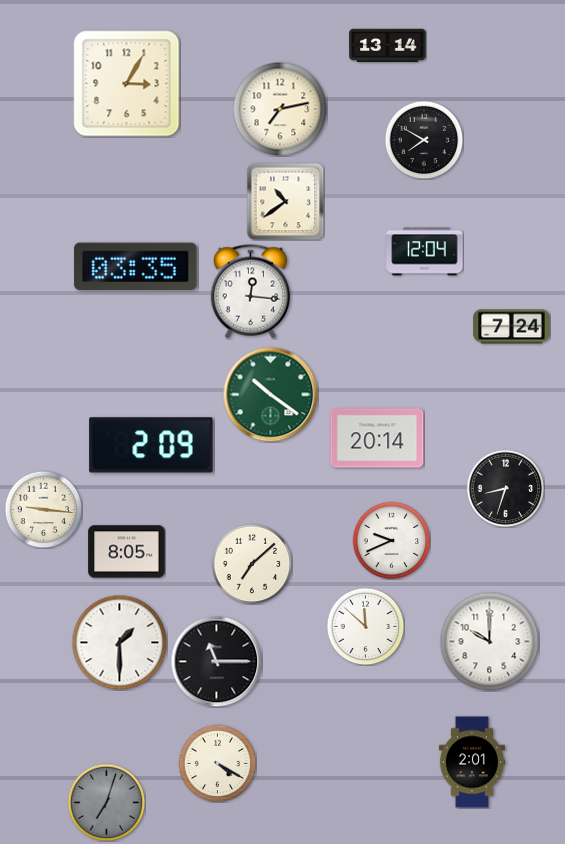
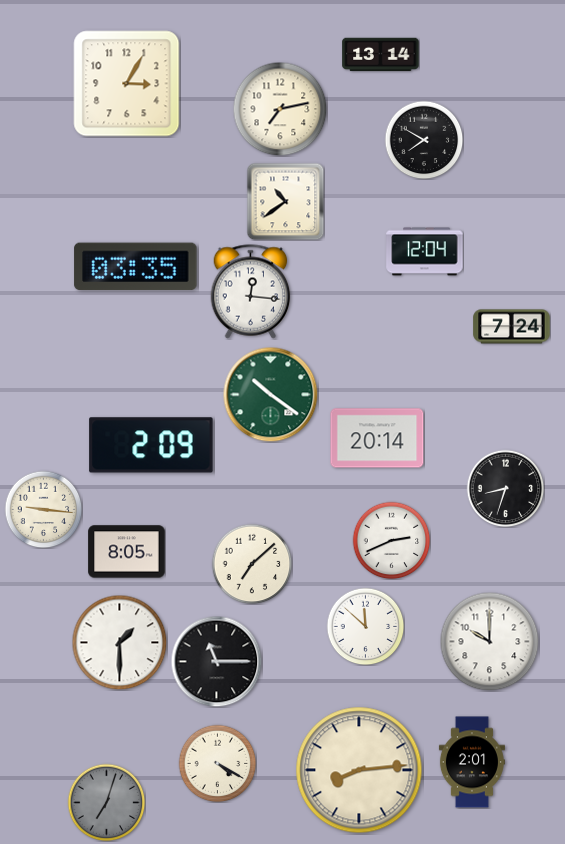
clock at (388, 46) position: (388, 46) -> (381, 55)
clock at (391, 540): 9:41 -> 2:41
clock at (359, 770): none -> 8:14
